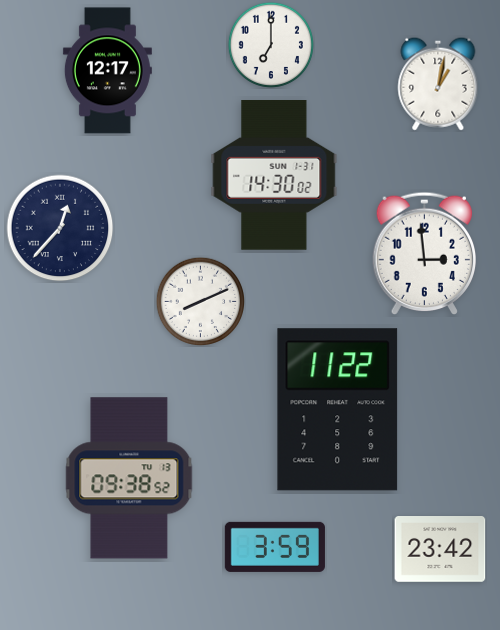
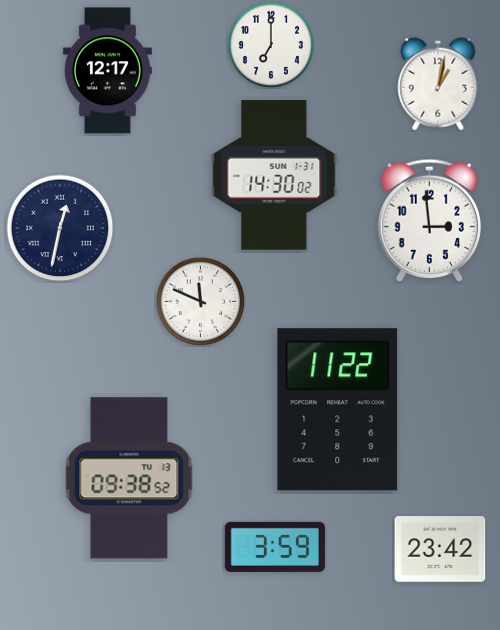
clock at (60, 228): 12:37 -> 12:32
clock at (424, 253) position: (424, 253) -> (429, 220)
clock at (200, 301): 8:11 -> 11:49
